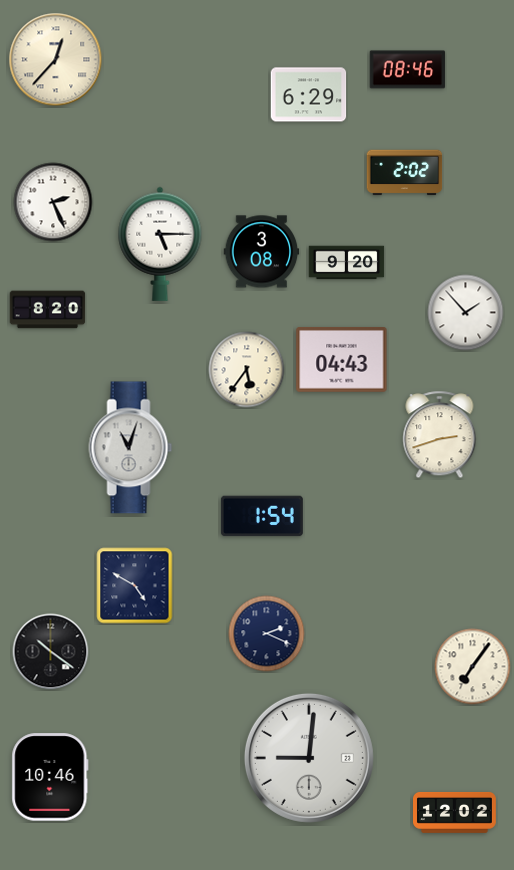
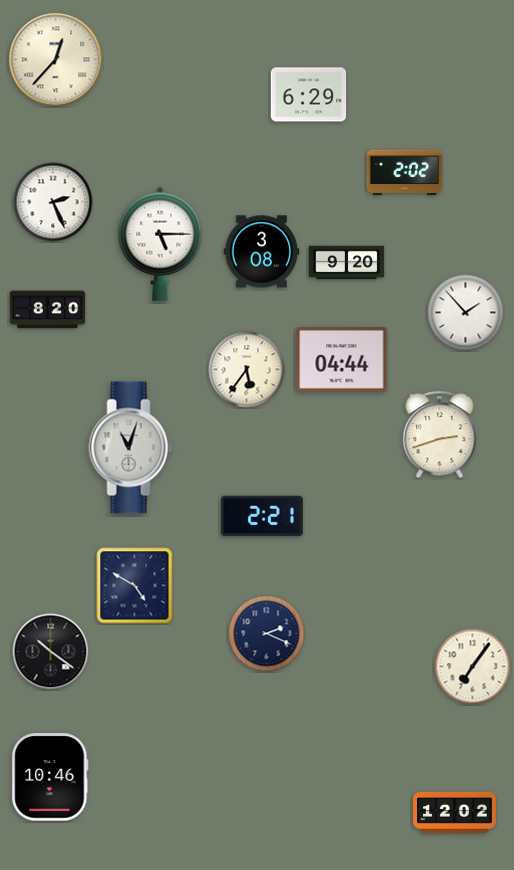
clock at (408, 70): 08:46 -> none
clock at (342, 360): 04:43 -> 04:44
clock at (262, 516): 1:54 -> 2:21
clock at (309, 758): 9:01 -> none
